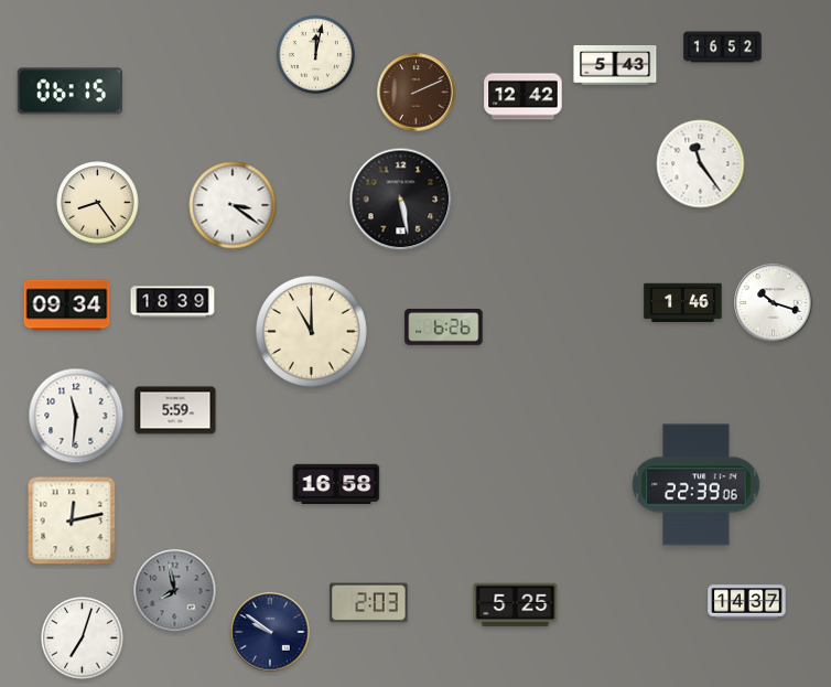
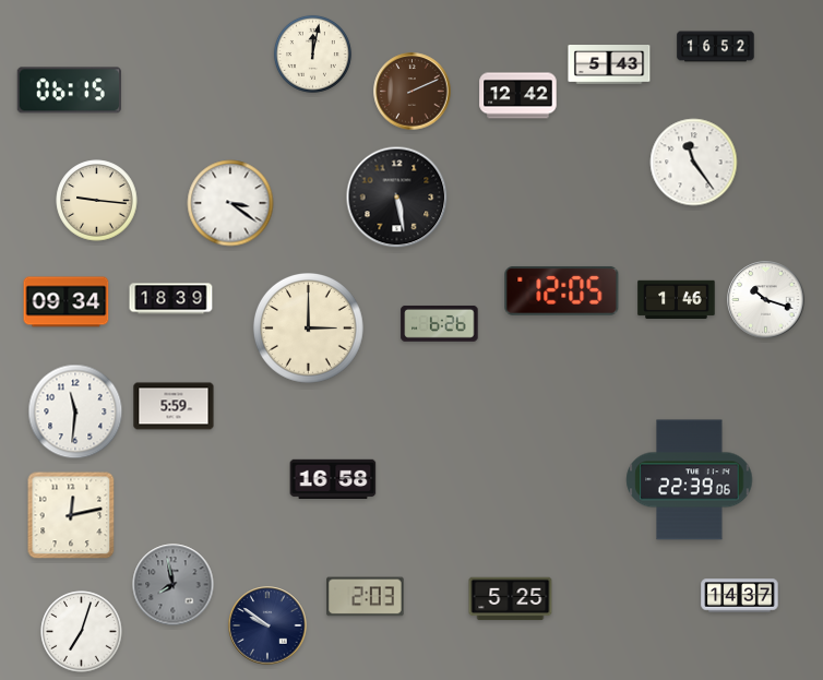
clock at (98, 203): 8:24 -> 9:16
clock at (562, 290): none -> 12:05
clock at (312, 332): 11:00 -> 3:00
